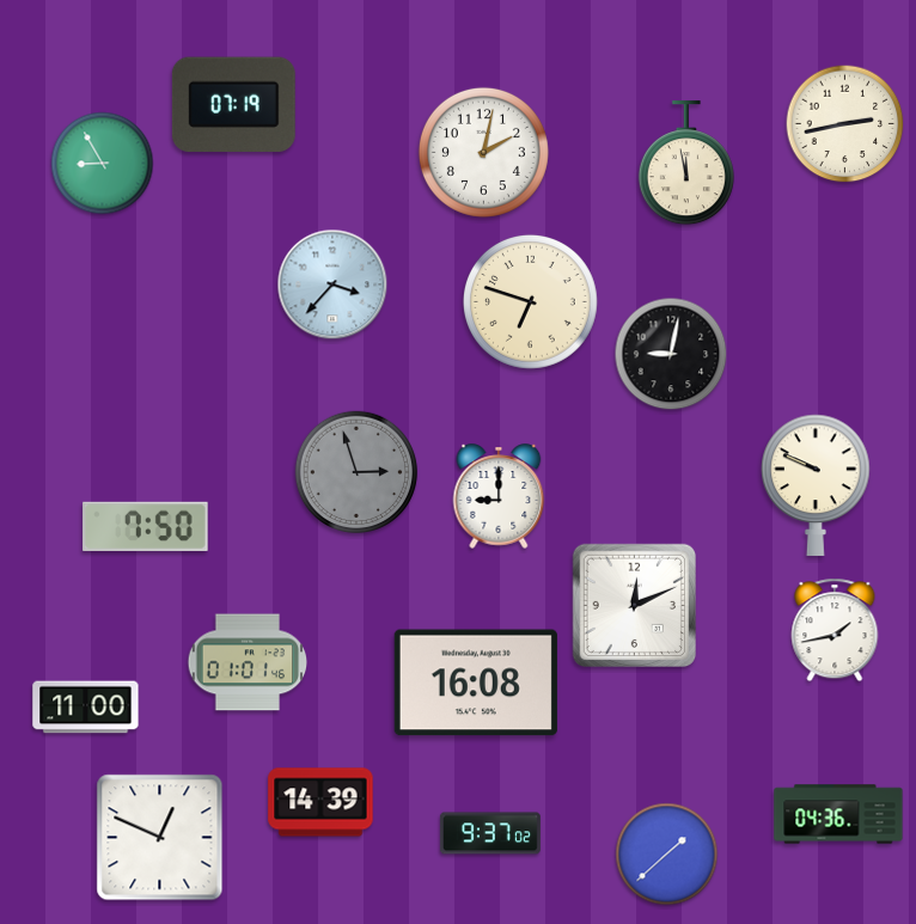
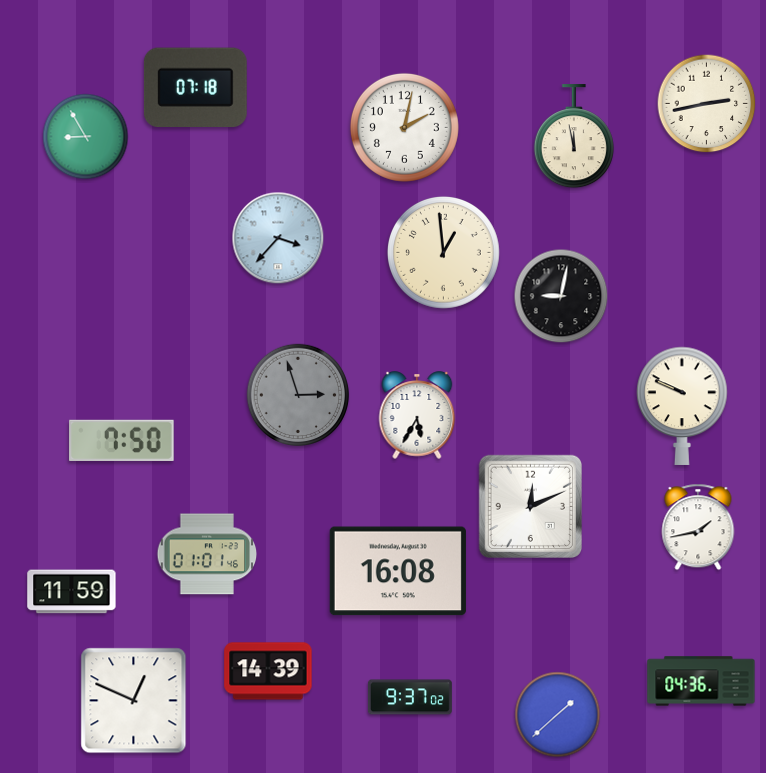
clock at (233, 105): 07:19 -> 07:18
clock at (530, 301): 6:48 -> 12:59
clock at (499, 496): 9:00 -> 5:35
clock at (86, 708): 11:00 -> 11:59
